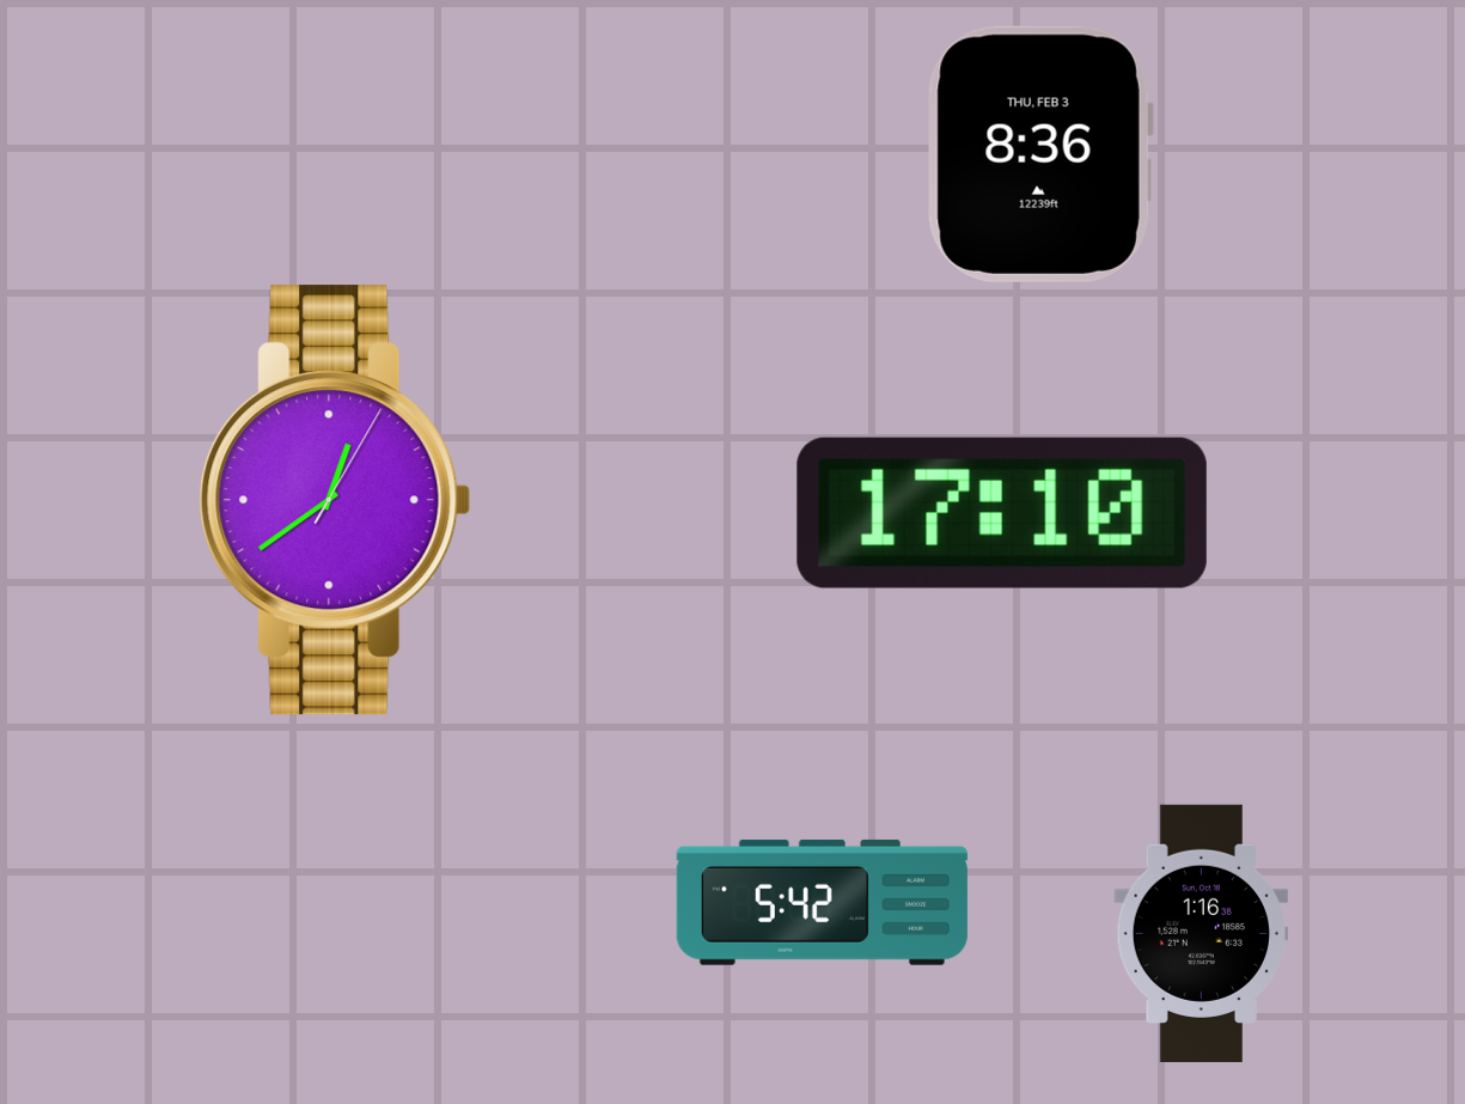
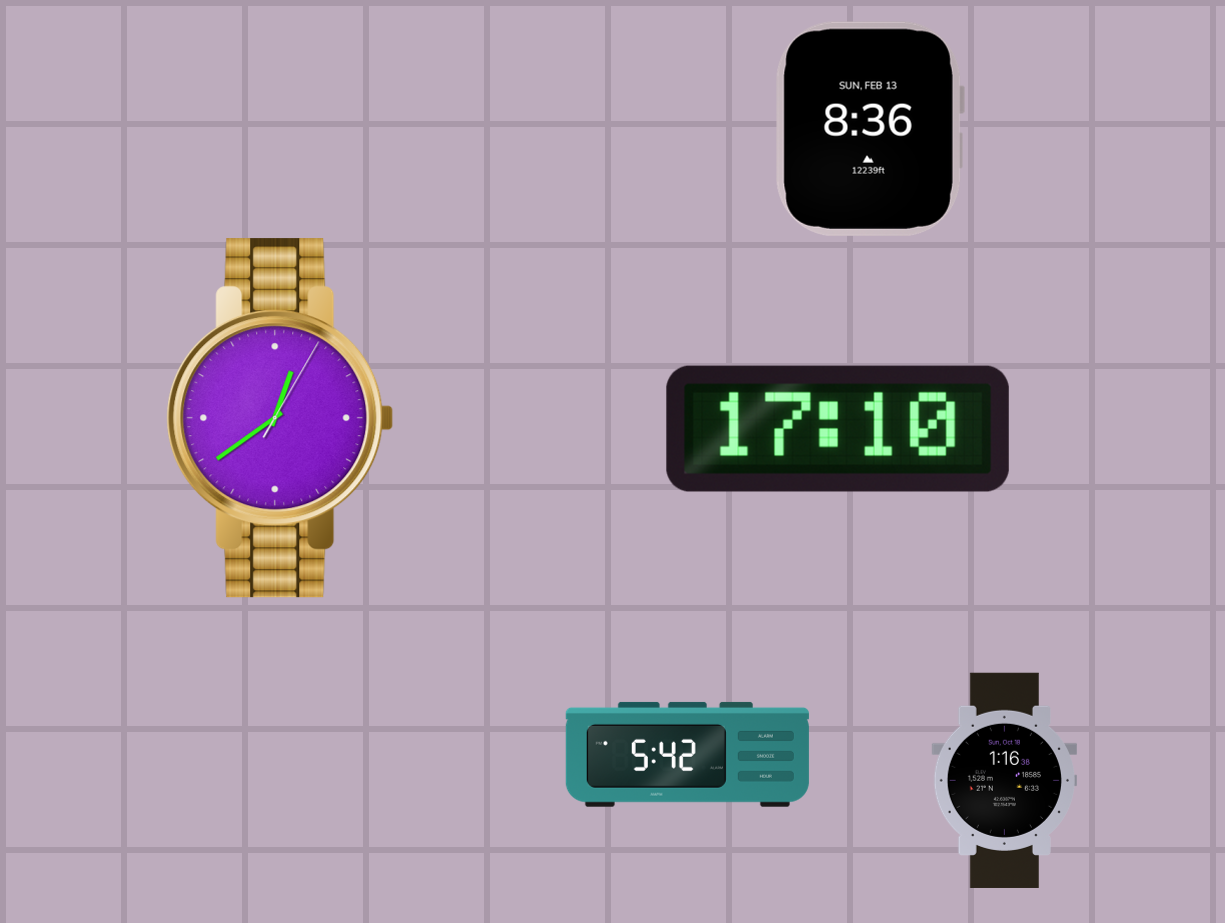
clock at (1040, 154) date: THU, FEB 3 -> SUN, FEB 13
